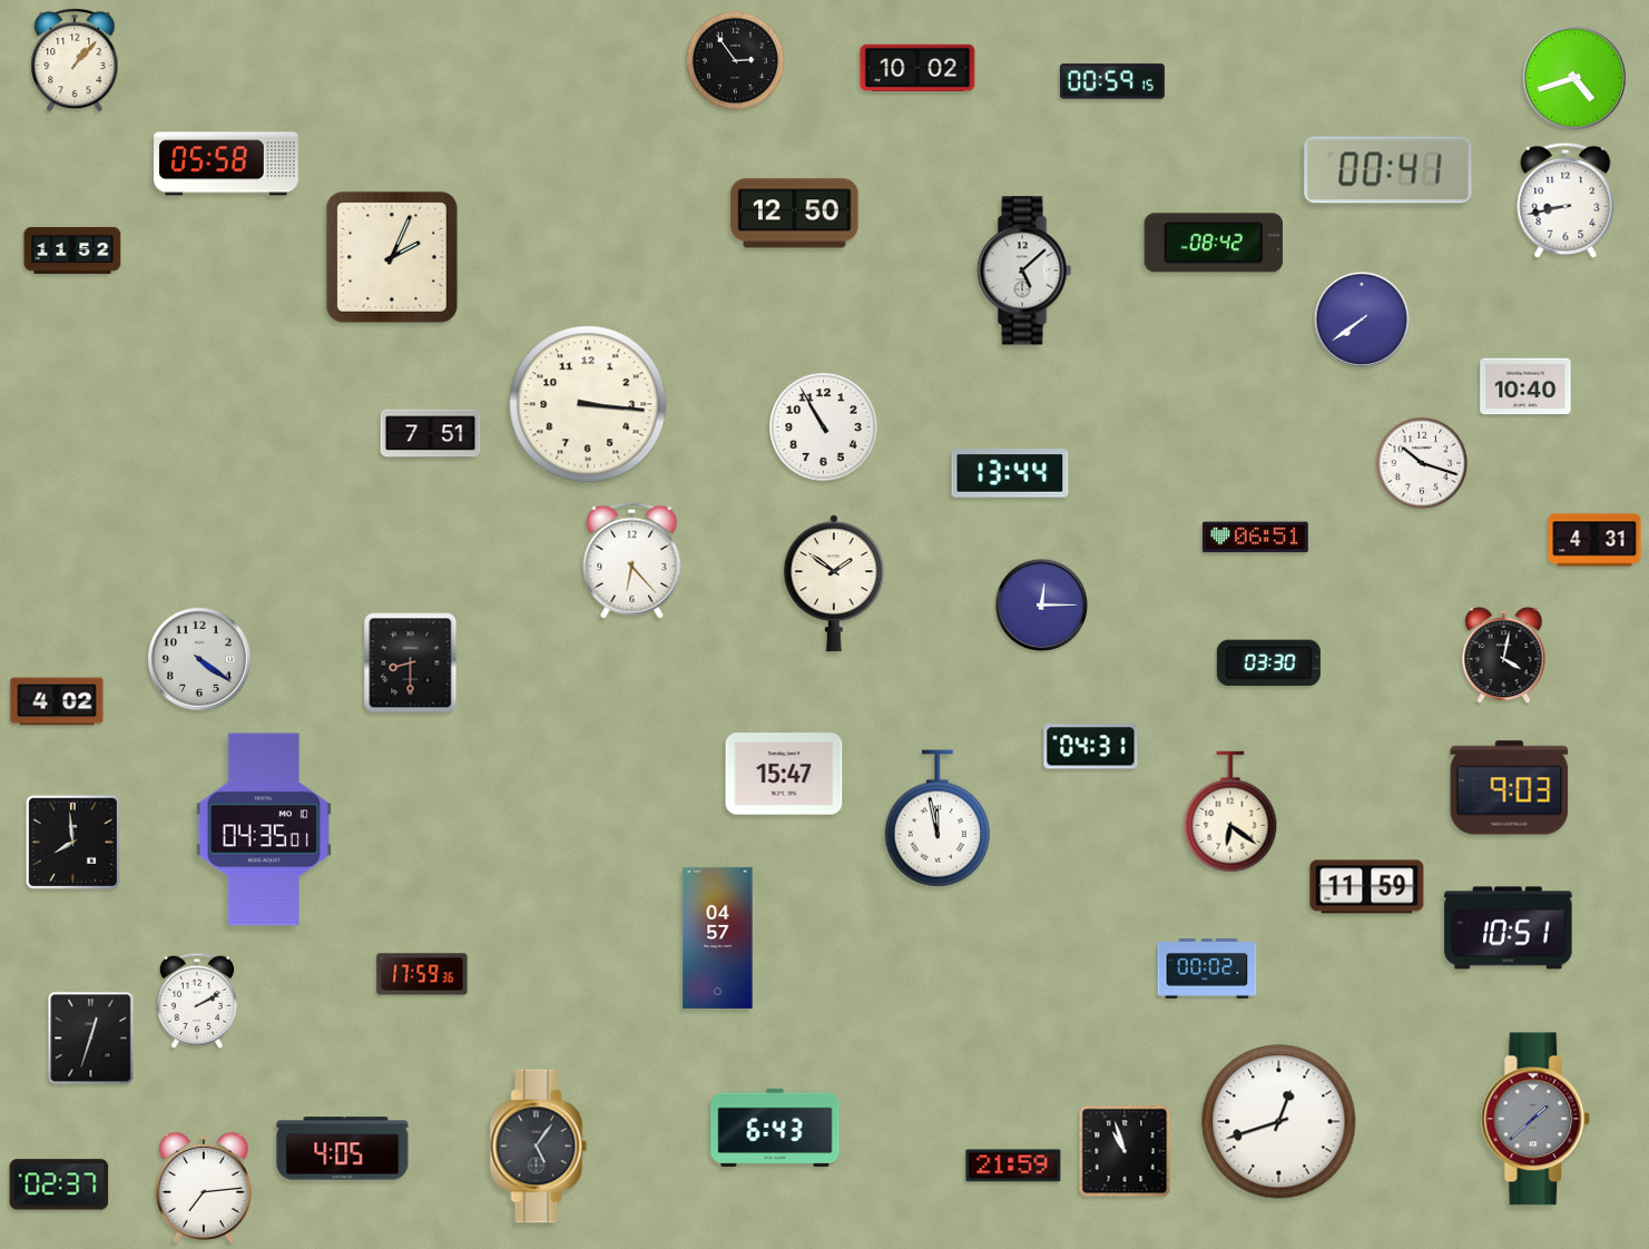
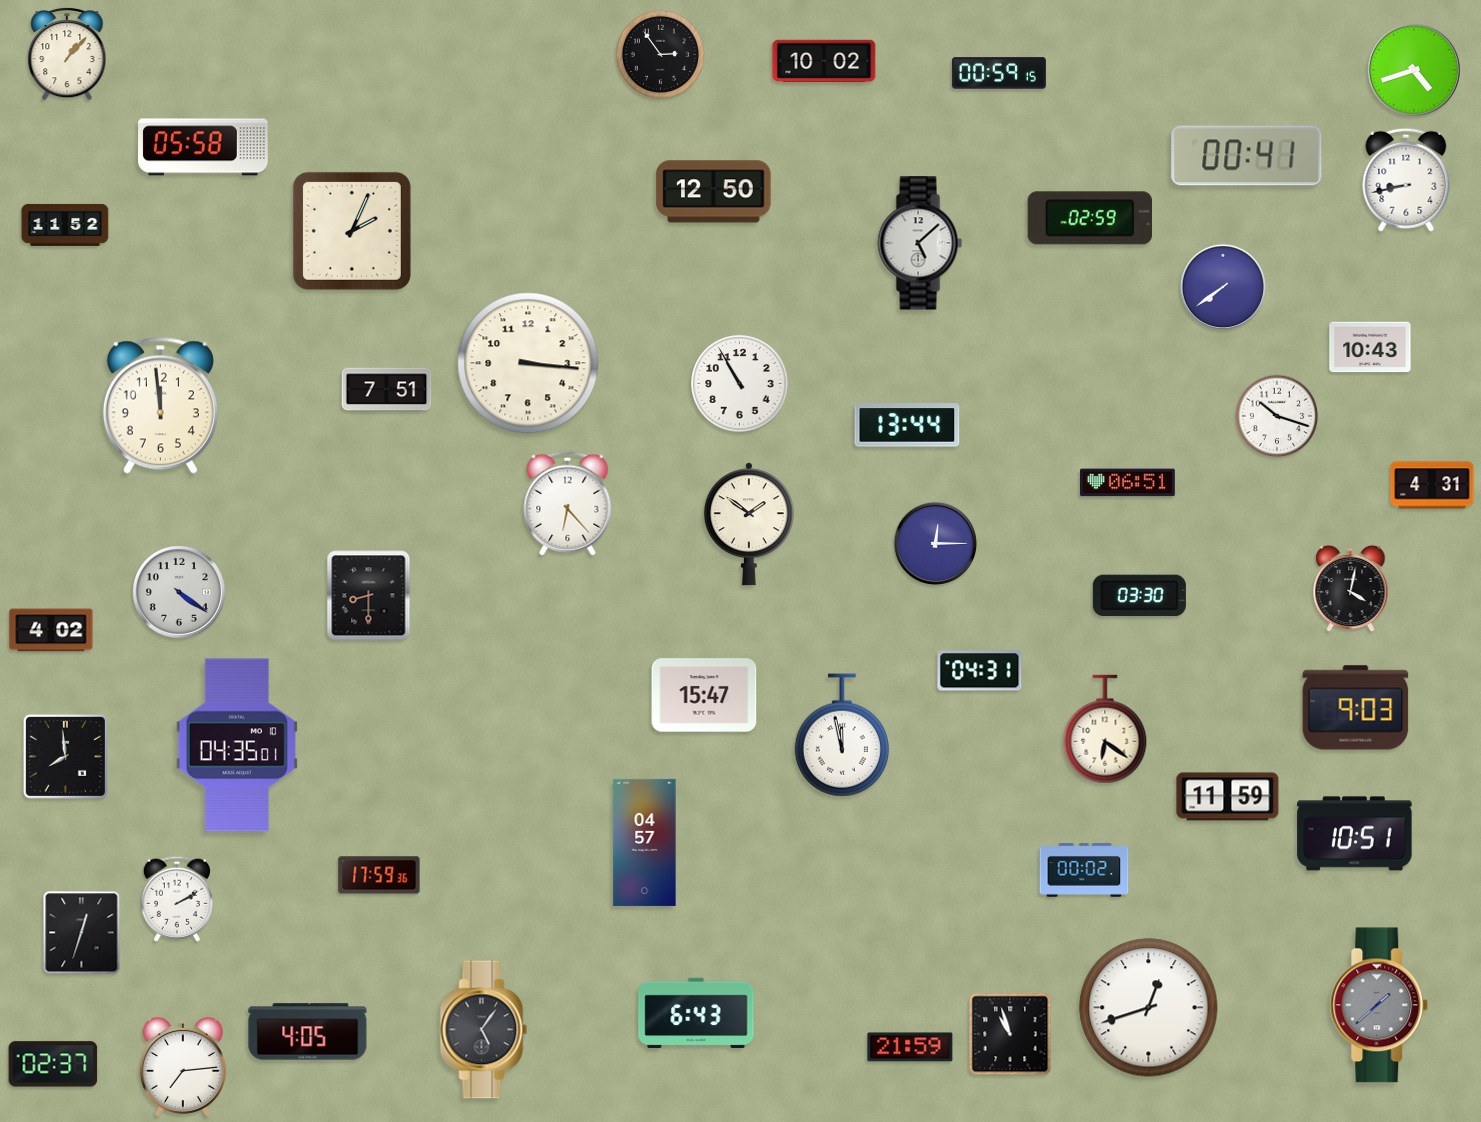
clock at (1388, 170) position: (1388, 170) -> (1247, 156)
clock at (1213, 243): 08:42 -> 02:59
clock at (1525, 386): 10:40 -> 10:43
clock at (160, 405): none -> 11:59
